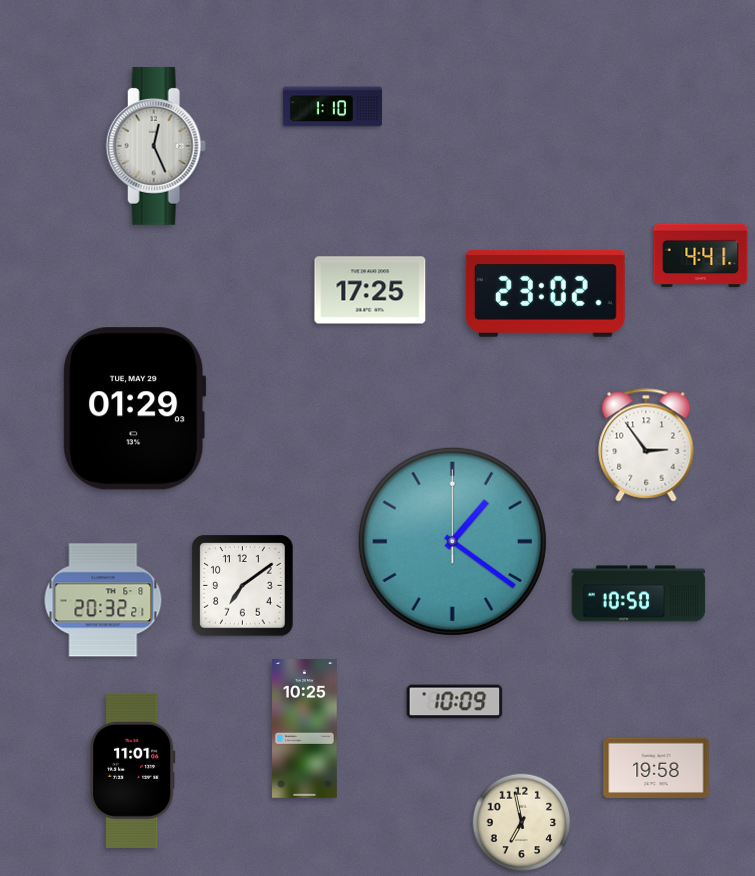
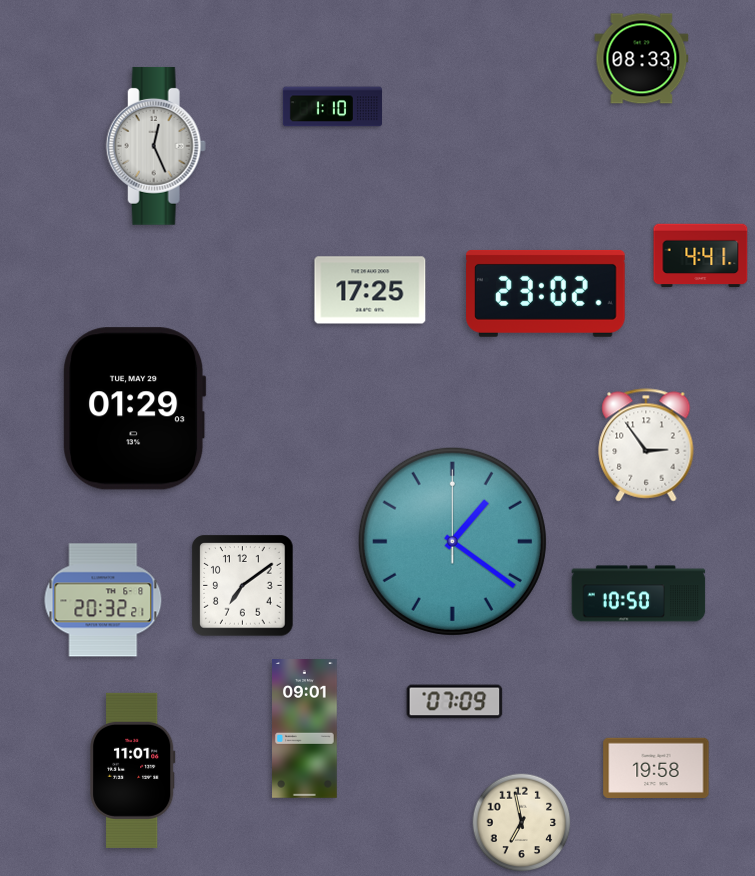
clock at (642, 59): none -> 08:33
clock at (455, 702): 10:09 -> 07:09
clock at (305, 729): 10:25 -> 09:01
